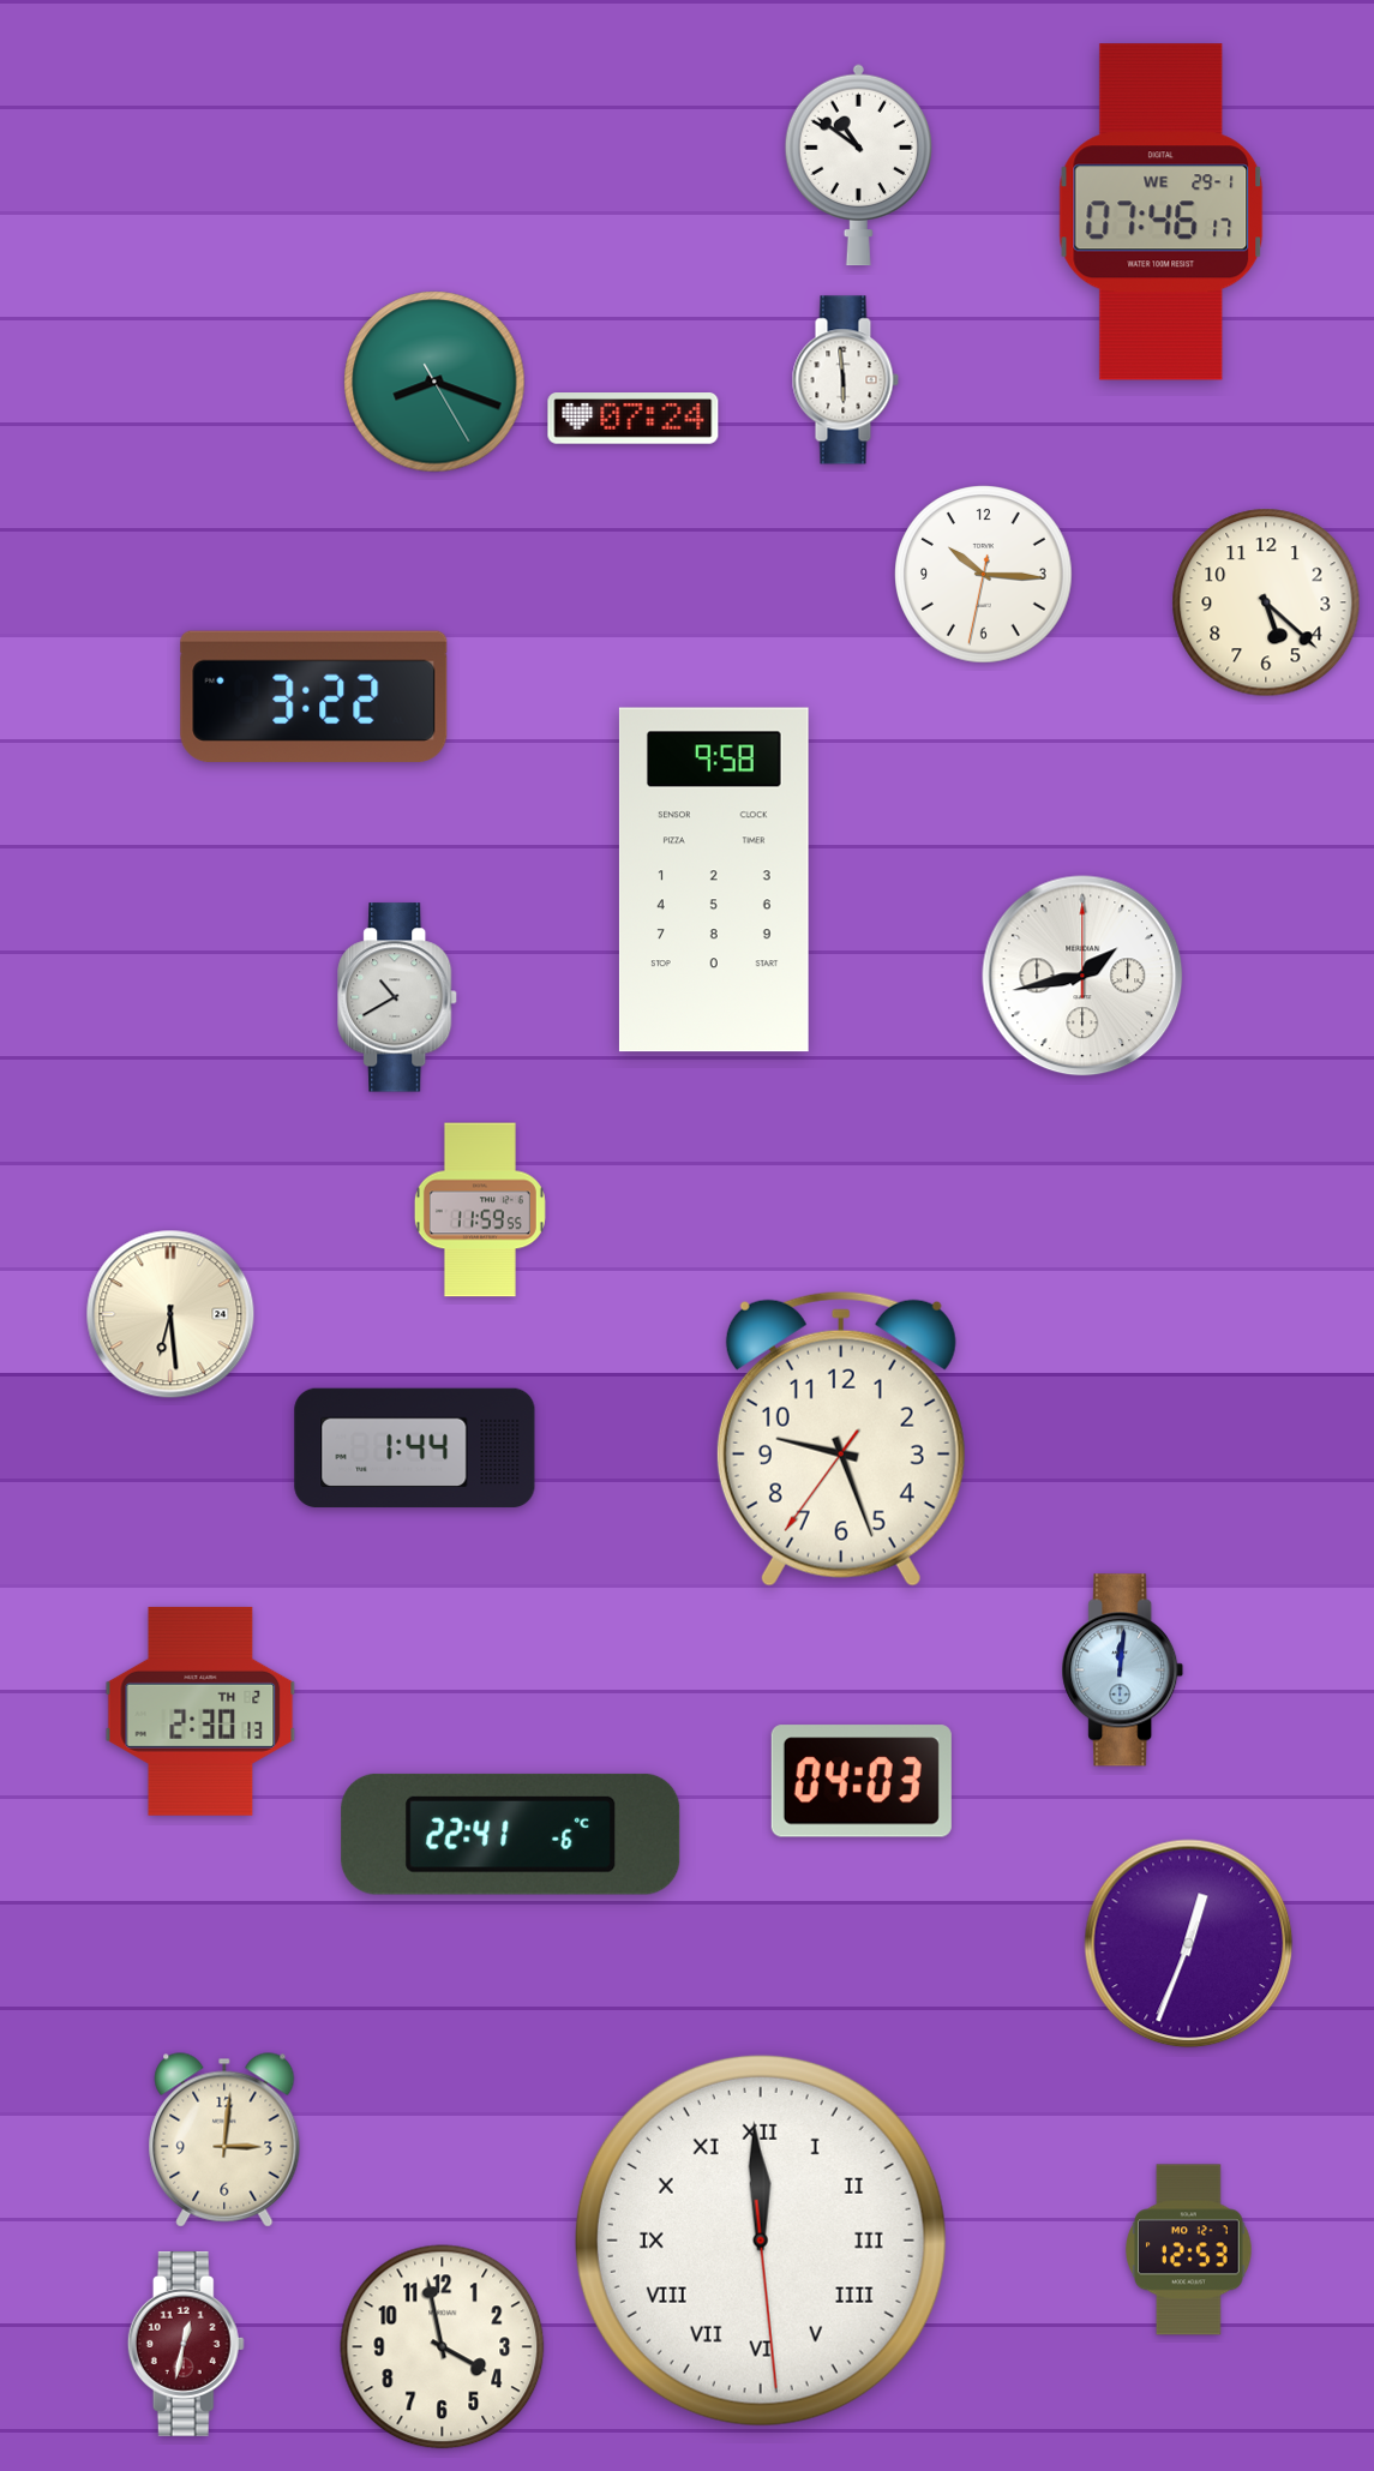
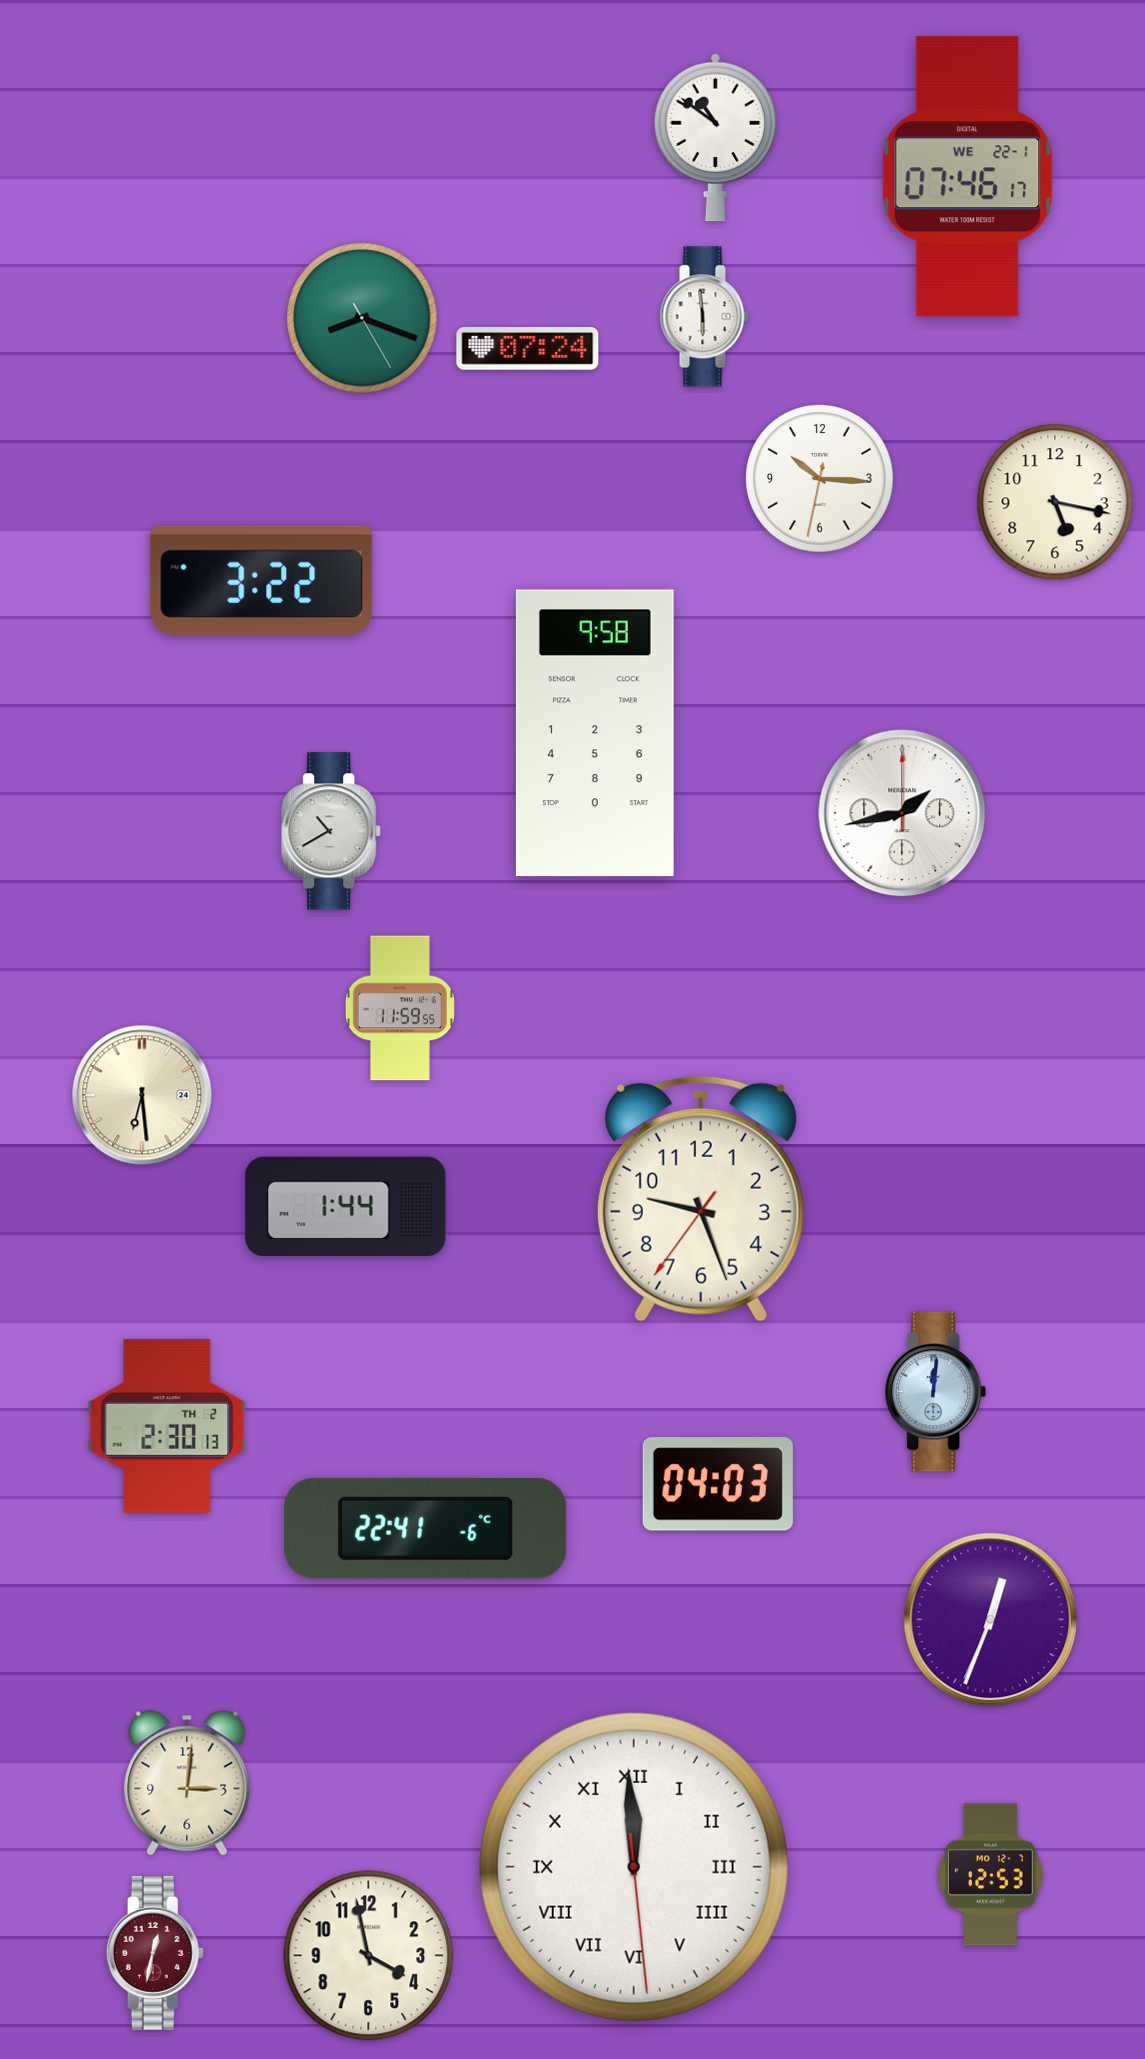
clock at (1162, 212) date: WE 29-1 -> WE 22-1
clock at (1266, 602): 5:22 -> 5:17
